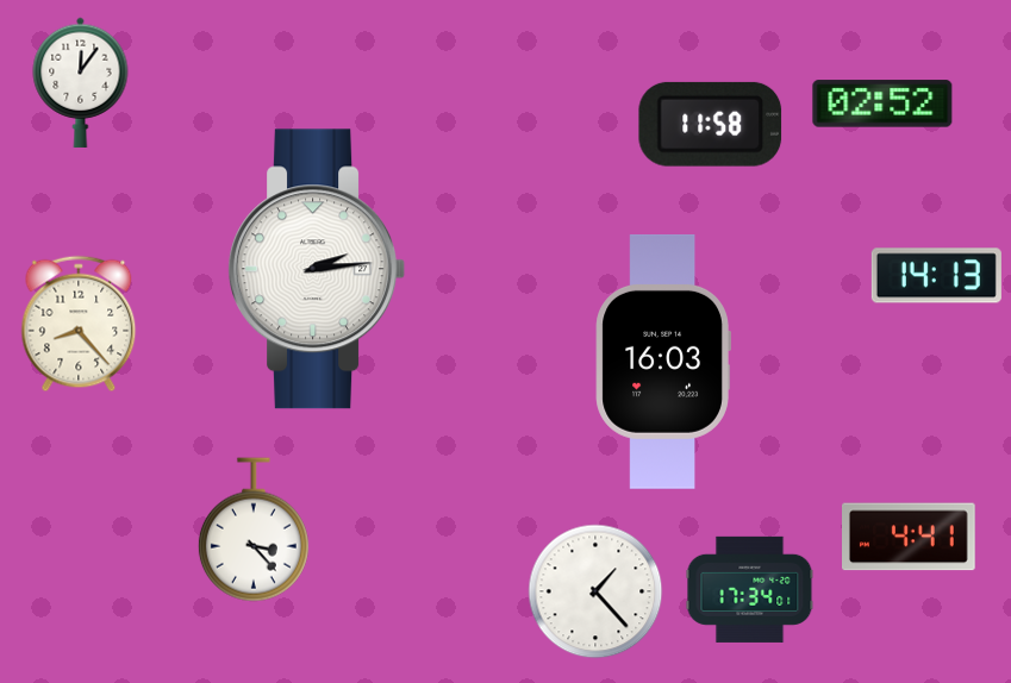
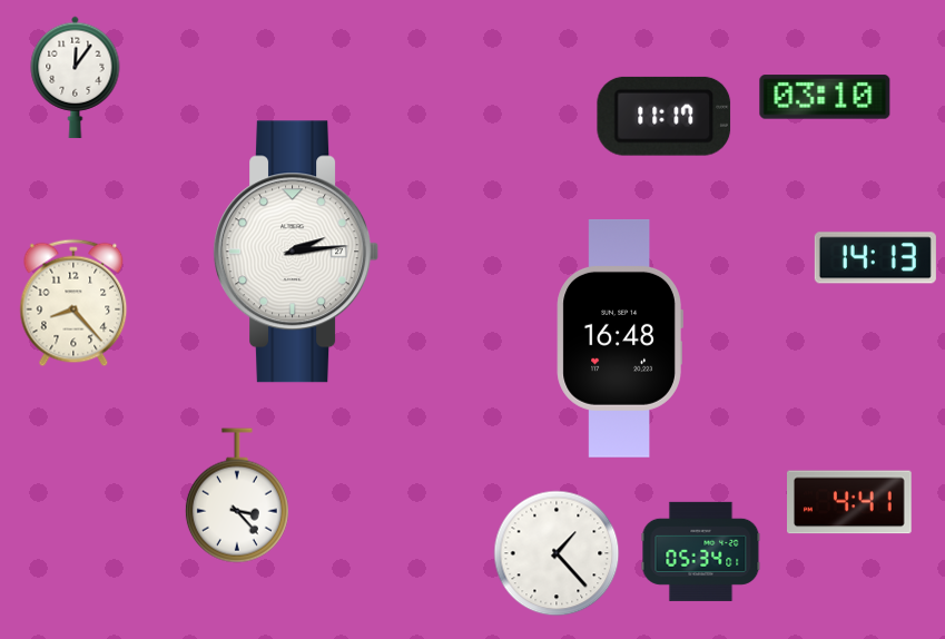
clock at (882, 104): 02:52 -> 03:10
clock at (711, 124): 11:58 -> 11:17
clock at (663, 362): 16:03 -> 16:48
clock at (750, 589): 17:34 -> 05:34
